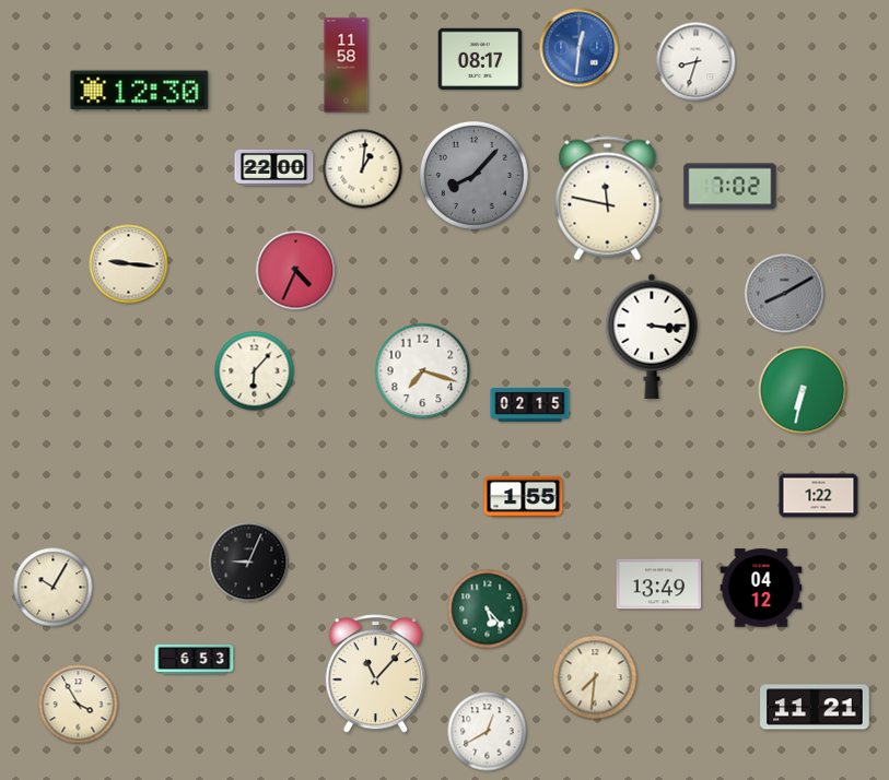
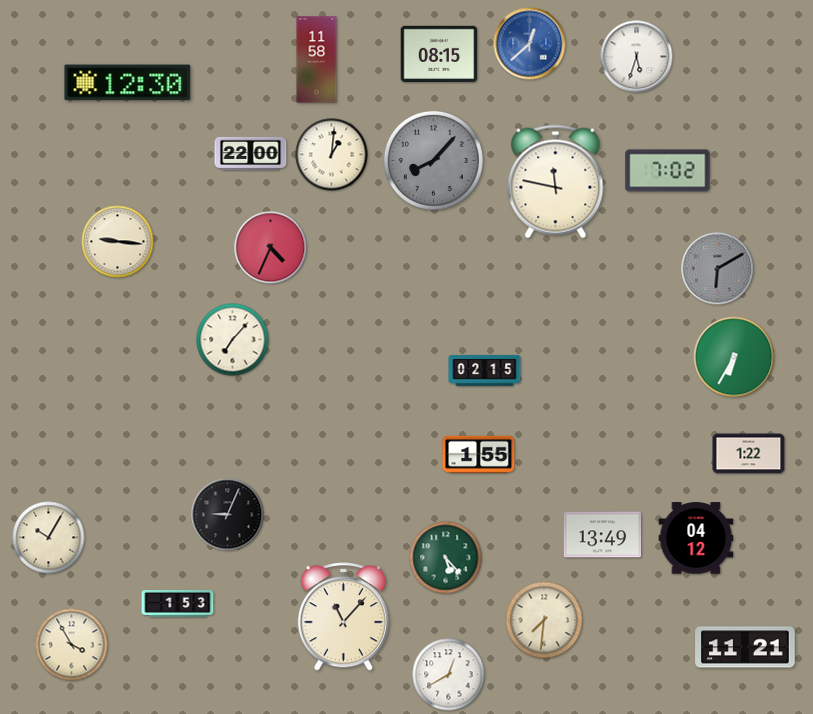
clock at (580, 48): 12:31 -> 12:38
clock at (480, 58): 08:17 -> 08:15
clock at (697, 62): 8:33 -> 5:33
clock at (785, 294): 8:10 -> 6:10
clock at (652, 336): 3:16 -> none
clock at (255, 371): 6:07 -> 7:07
clock at (423, 371): 7:18 -> none
clock at (803, 390): 6:32 -> 6:35
clock at (195, 660): 6:53 -> 1:53
clock at (488, 732) position: (488, 732) -> (449, 675)
